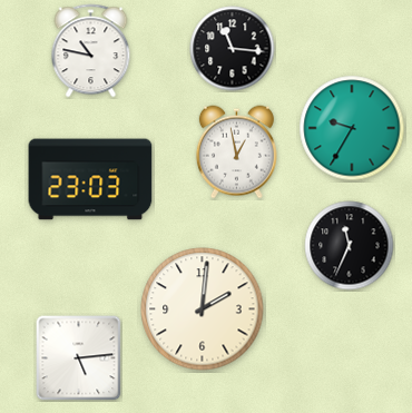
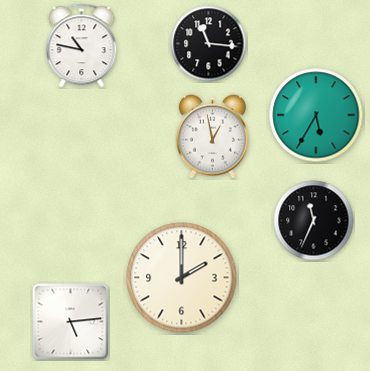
clock at (352, 128): 9:35 -> 5:35
clock at (90, 179): 23:03 -> none
clock at (203, 309): 2:01 -> 2:00
